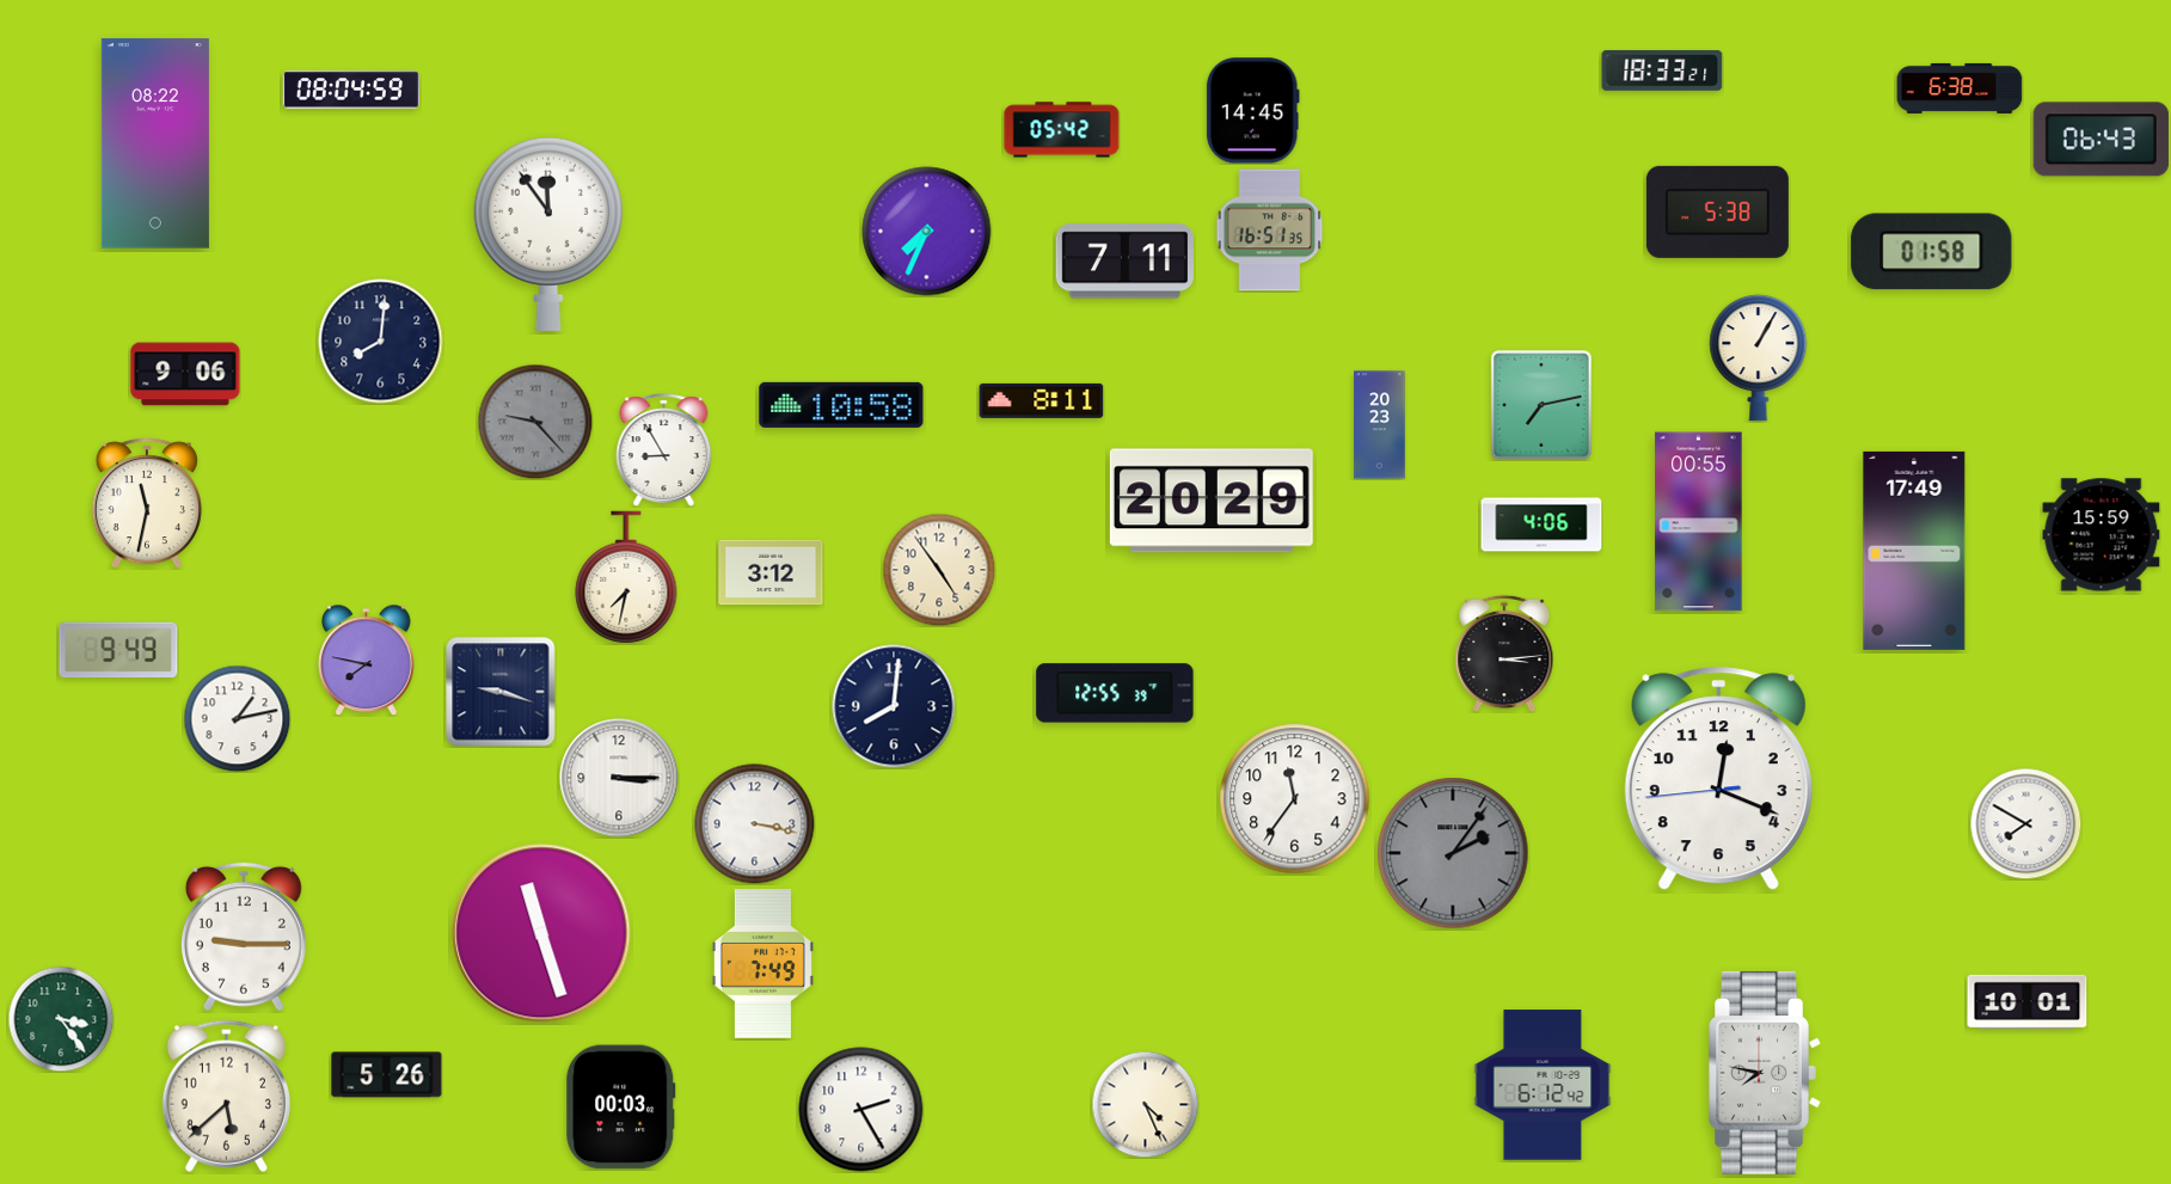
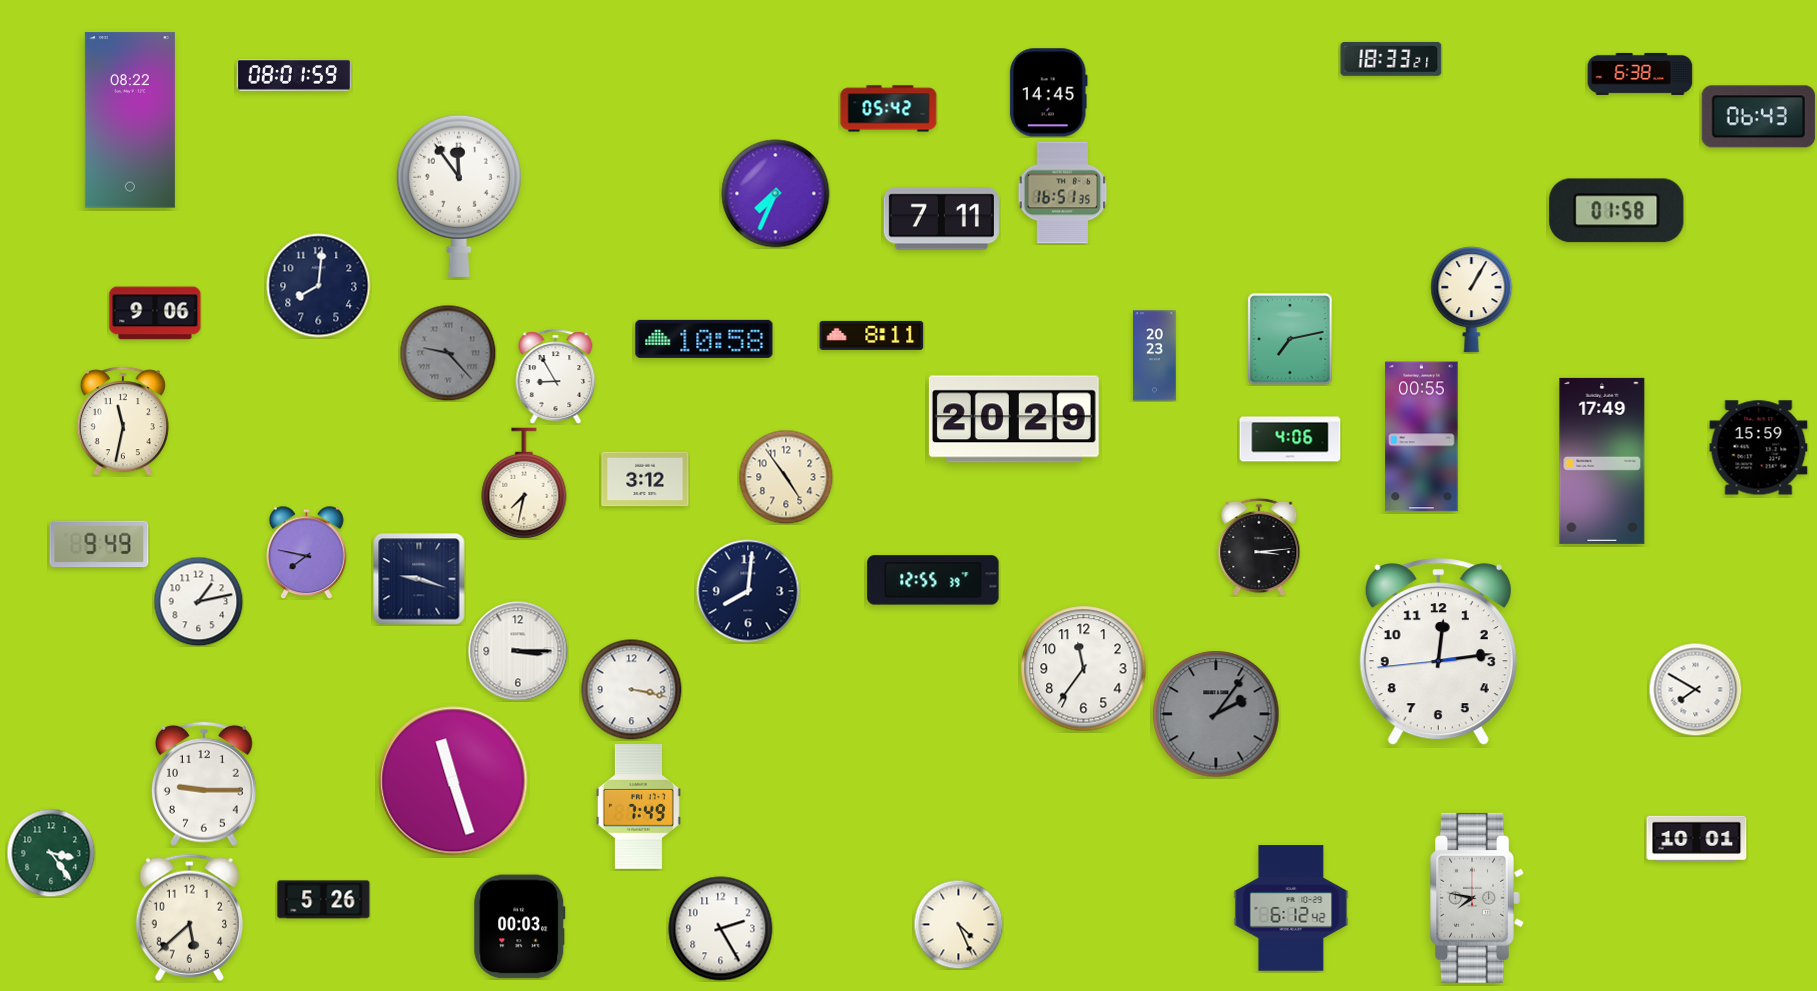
clock at (351, 90): 08:04 -> 08:01
clock at (1717, 211): 5:38 -> none
clock at (1718, 779): 12:18 -> 12:13
